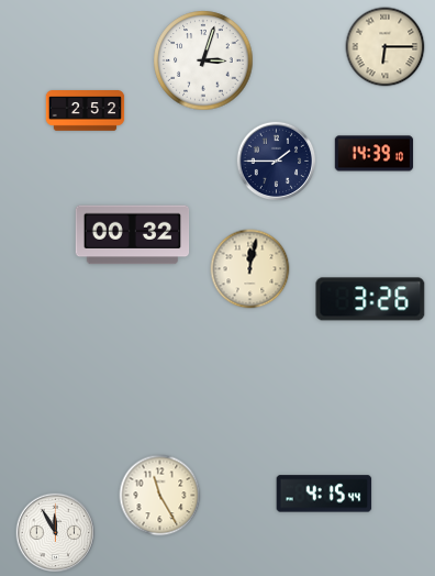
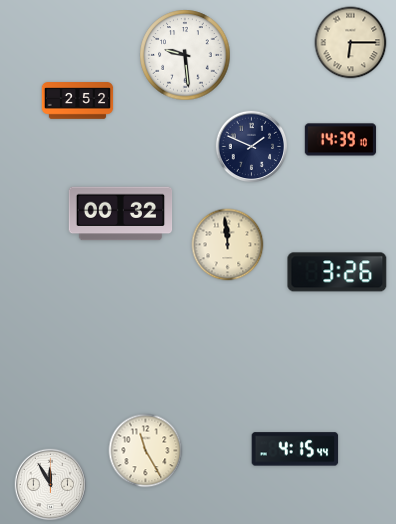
clock at (203, 60): 3:03 -> 9:29
clock at (277, 162): 1:45 -> 1:49
clock at (250, 269): 12:02 -> 11:59
